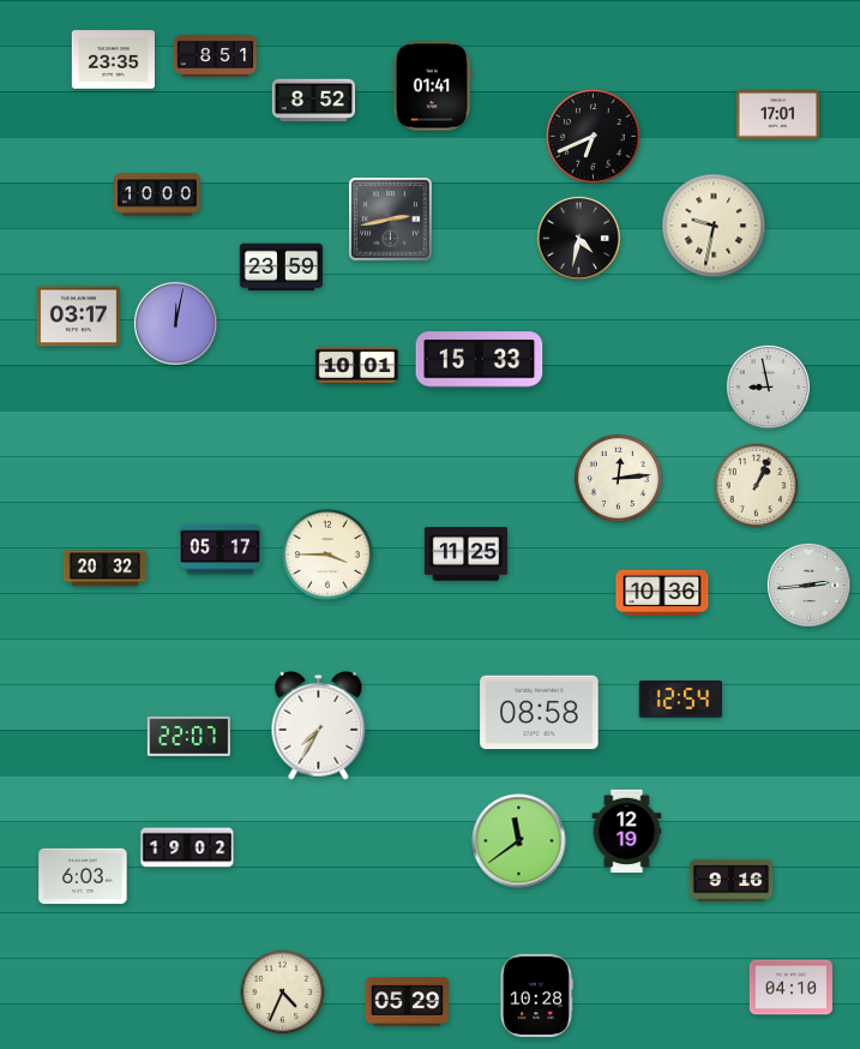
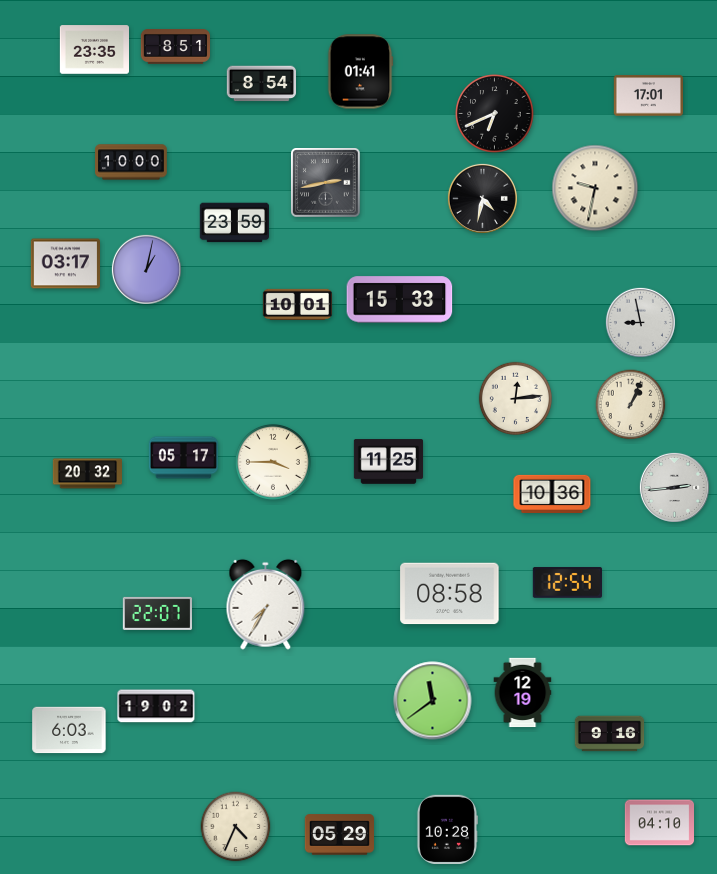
clock at (215, 56) position: (215, 56) -> (175, 47)
clock at (313, 101): 8:52 -> 8:54
clock at (175, 323): 12:02 -> 1:02
